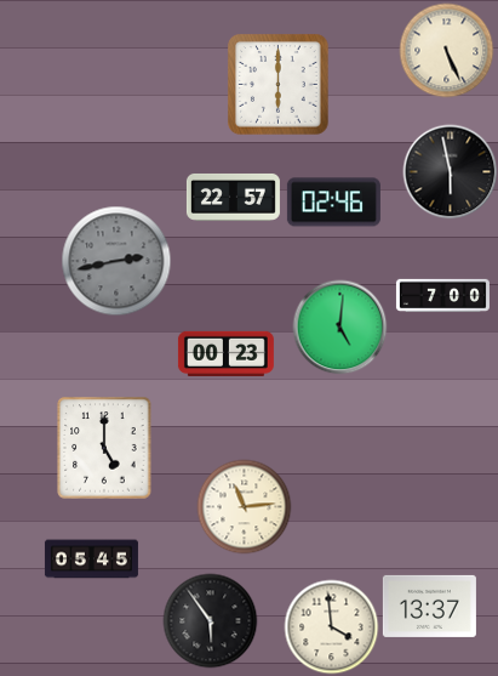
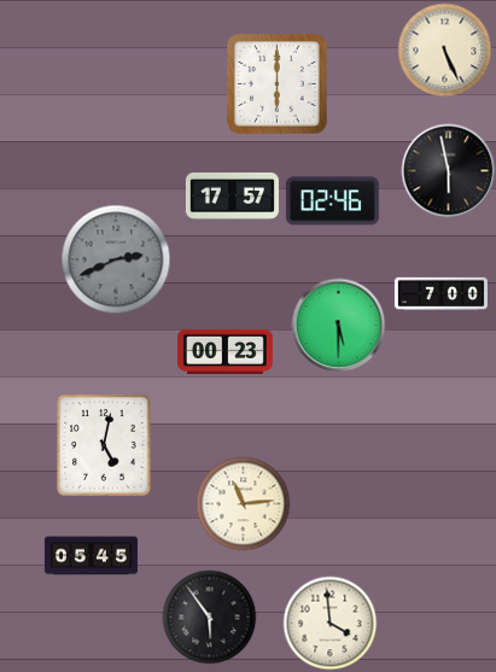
clock at (233, 197): 22:57 -> 17:57
clock at (116, 261): 2:43 -> 2:41
clock at (339, 326): 5:01 -> 5:30
clock at (104, 448): 5:00 -> 5:02
clock at (429, 606): 13:37 -> none
